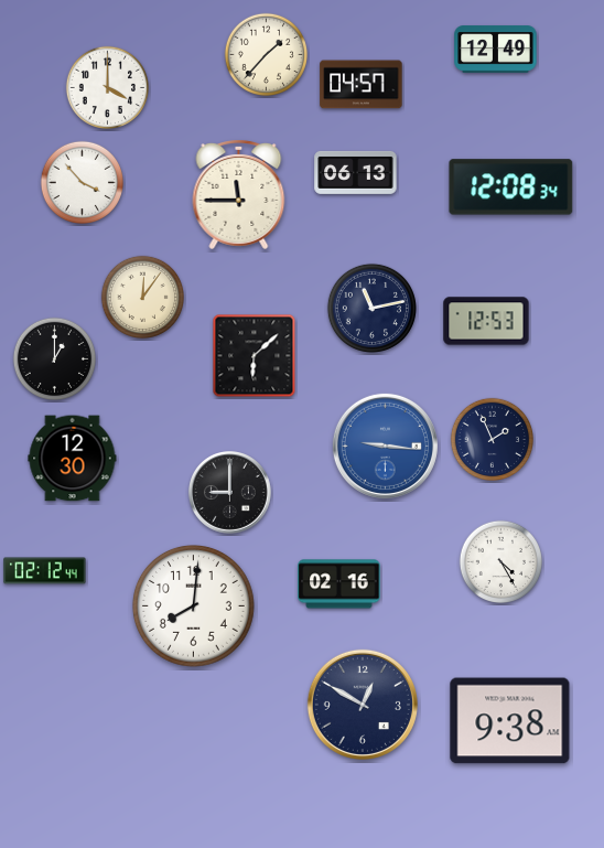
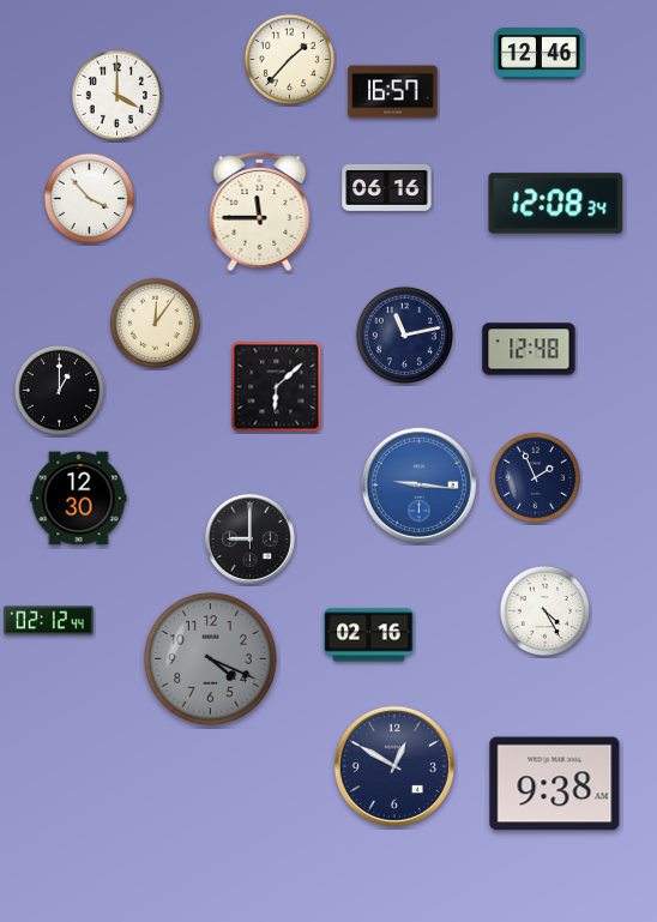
clock at (496, 50): 12:49 -> 12:46
clock at (362, 85): 04:57 -> 16:57
clock at (356, 172): 06:13 -> 06:16
clock at (486, 321): 12:53 -> 12:48
clock at (230, 493) position: (230, 493) -> (251, 540)
clock at (194, 607): 8:01 -> 4:19
clock at (194, 607) dial: white -> grey
